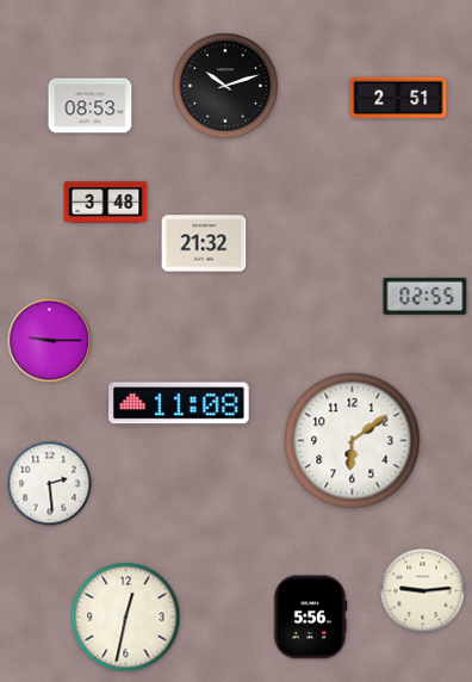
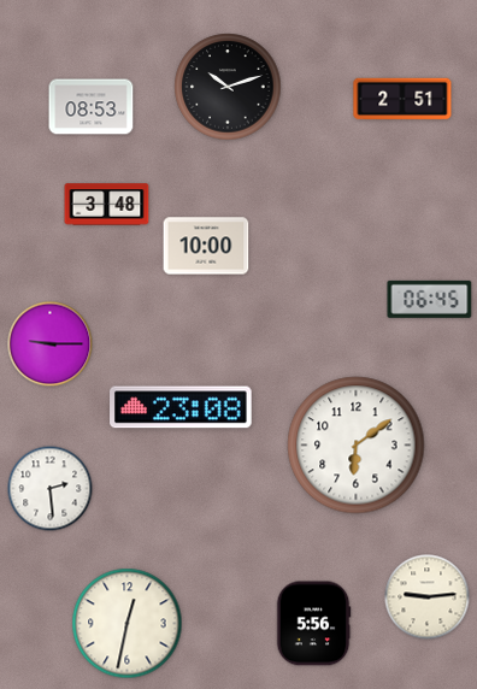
clock at (204, 243): 21:32 -> 10:00
clock at (426, 296): 02:55 -> 06:45
clock at (179, 403): 11:08 -> 23:08
